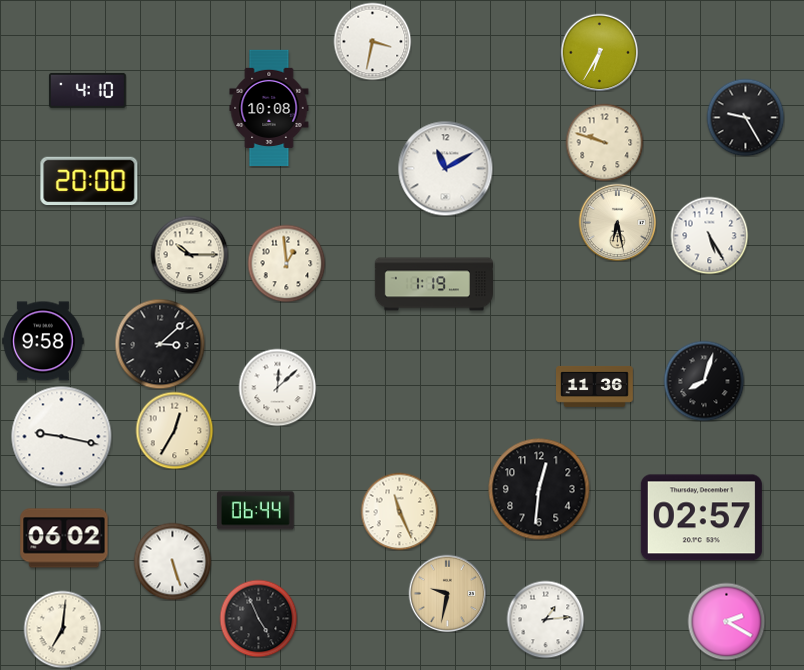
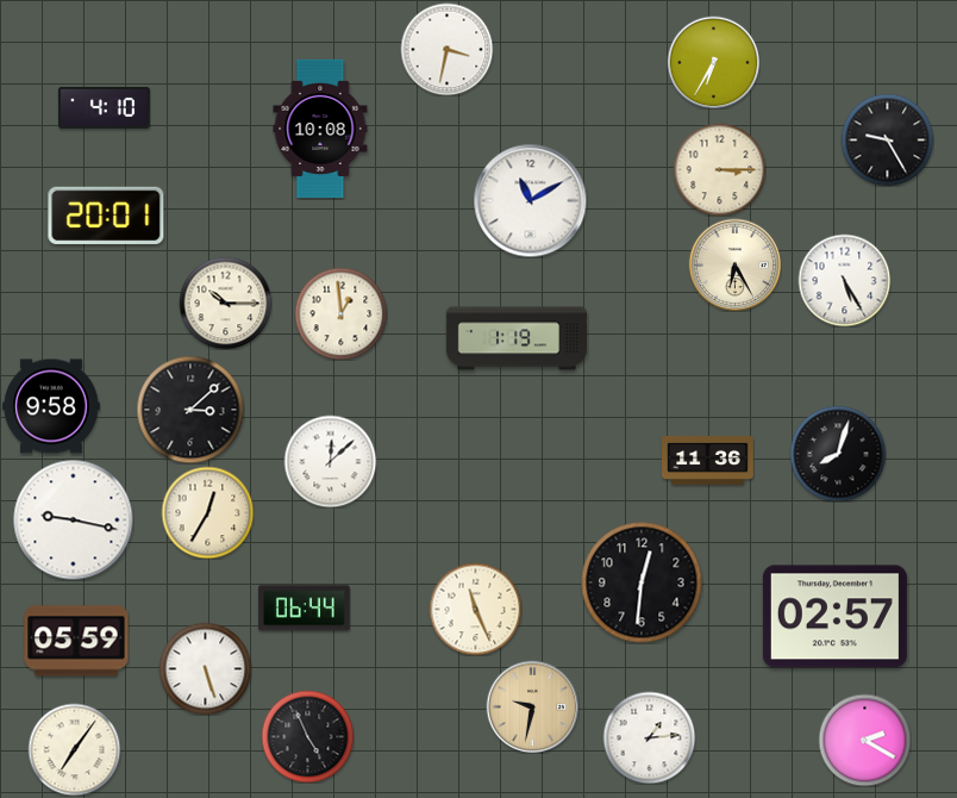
clock at (372, 41) position: (372, 41) -> (446, 49)
clock at (604, 142): 9:48 -> 3:15
clock at (89, 180): 20:00 -> 20:01
clock at (617, 222): 6:28 -> 6:25
clock at (64, 538): 06:02 -> 05:59
clock at (62, 629): 7:01 -> 7:06
